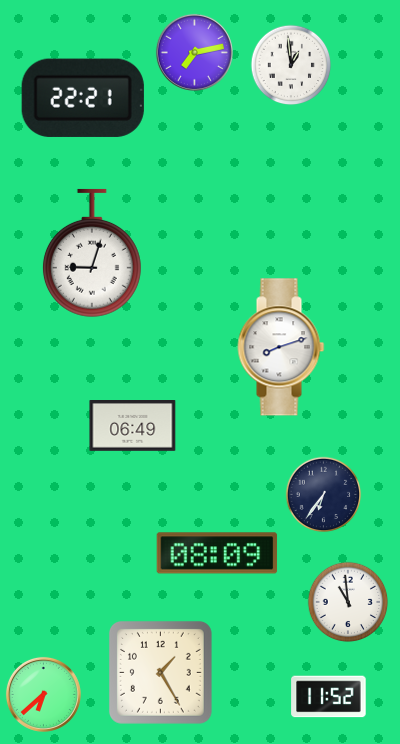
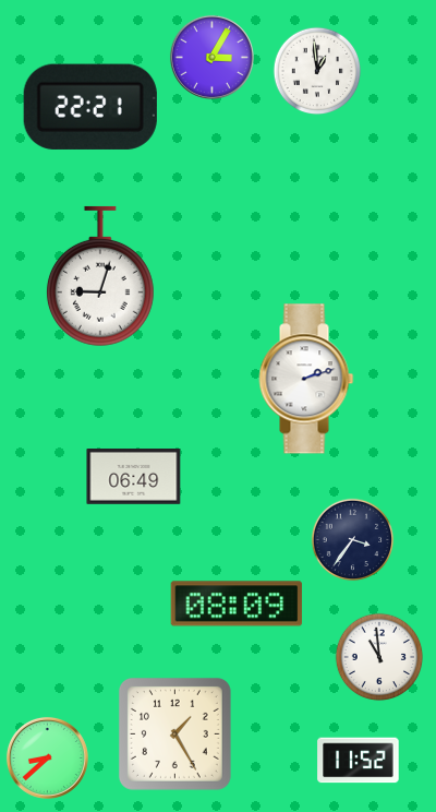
clock at (194, 52): 7:13 -> 3:05
clock at (281, 347): 8:12 -> 2:12
clock at (133, 426) position: (133, 426) -> (134, 477)
clock at (324, 495): 6:36 -> 3:36
clock at (43, 694): 6:38 -> 8:38
